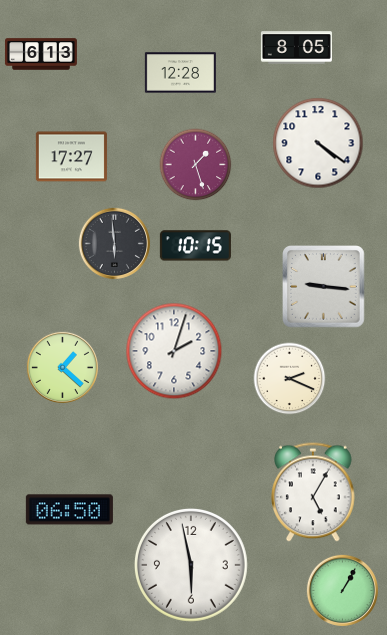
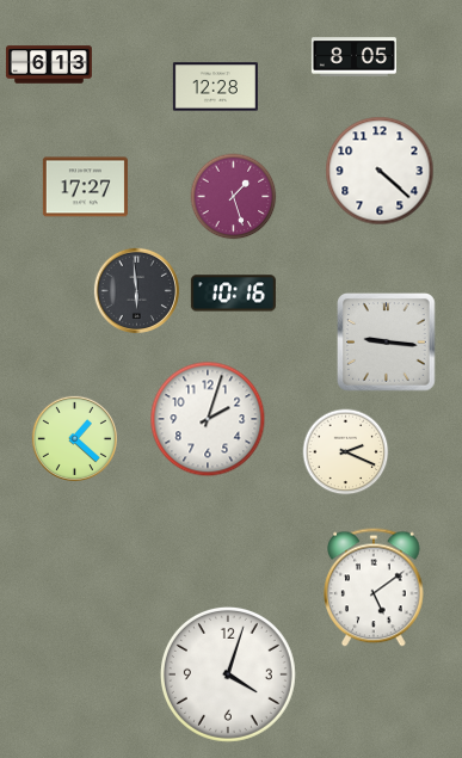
clock at (318, 143): 4:21 -> 4:22
clock at (195, 246): 10:15 -> 10:16
clock at (313, 492): 5:05 -> 5:09
clock at (69, 510): 06:50 -> none
clock at (191, 565): 5:58 -> 4:03
clock at (342, 590): 1:05 -> none
